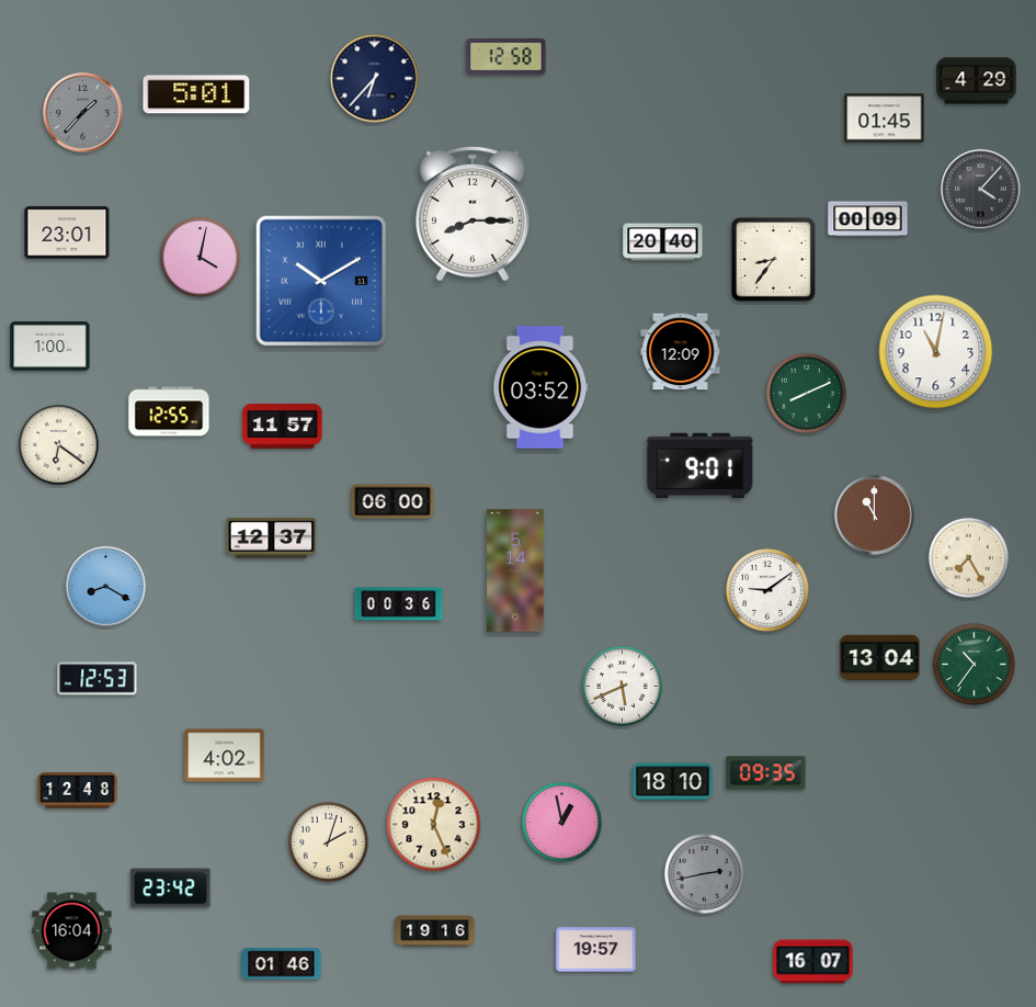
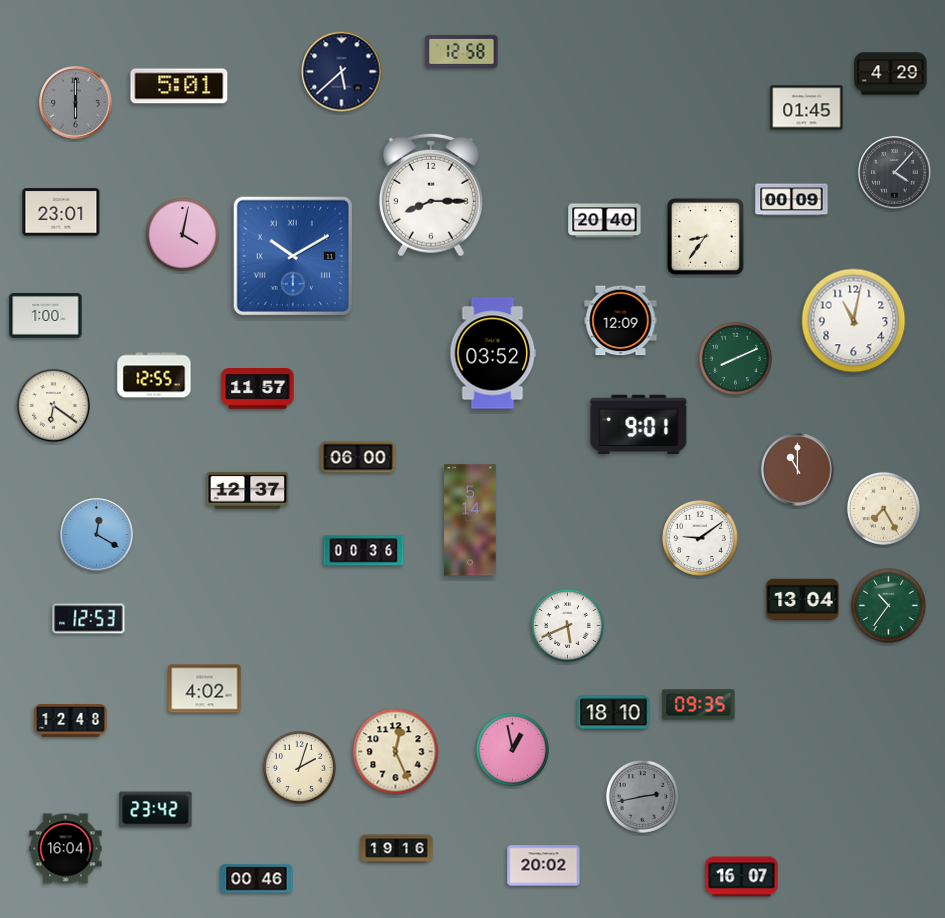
clock at (375, 79): 6:37 -> 5:38
clock at (83, 113): 1:37 -> 6:00
clock at (106, 587): 8:20 -> 12:20
clock at (596, 950): 19:57 -> 20:02
clock at (282, 964): 01:46 -> 00:46
